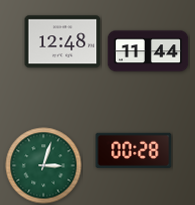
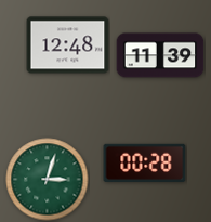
clock at (148, 51): 11:44 -> 11:39
